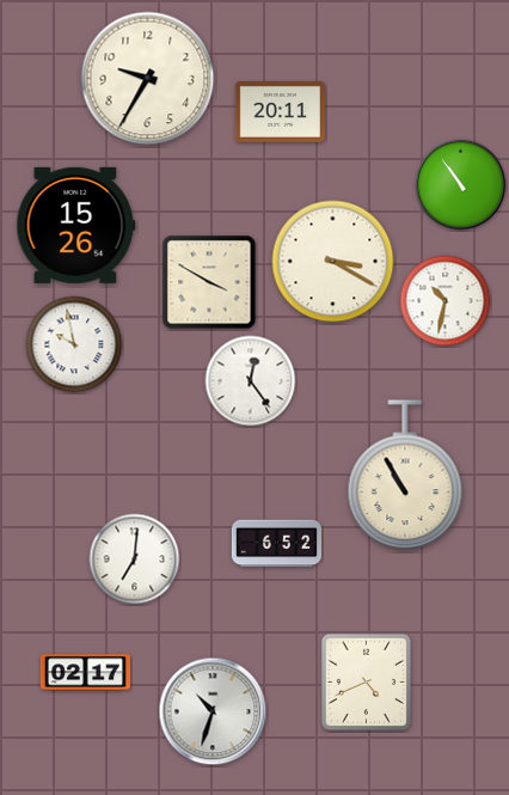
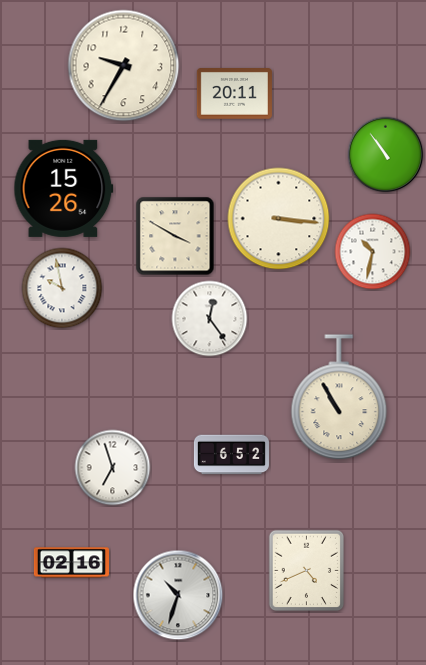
clock at (333, 262): 3:20 -> 3:16
clock at (135, 559): 7:01 -> 6:57
clock at (85, 673): 02:17 -> 02:16
